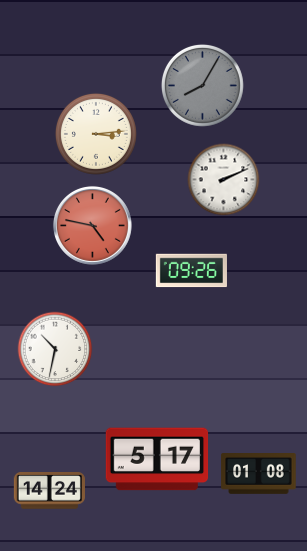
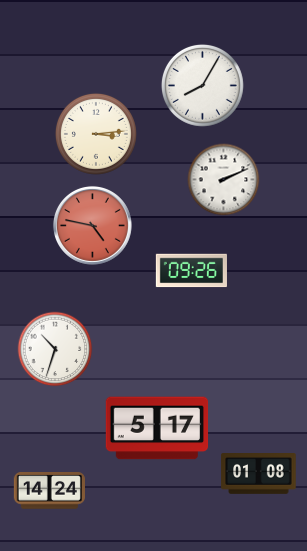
clock at (202, 85) dial: grey -> white
clock at (55, 349): 10:32 -> 10:33
clock at (157, 459) position: (157, 459) -> (157, 428)
